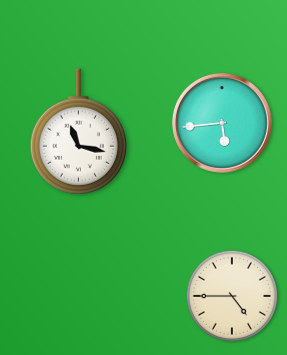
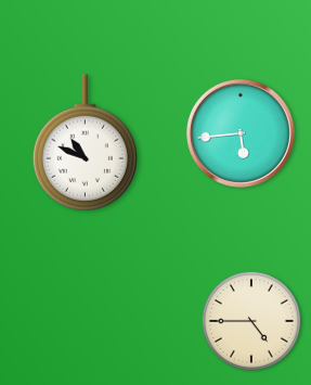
clock at (78, 132): 11:17 -> 10:49
